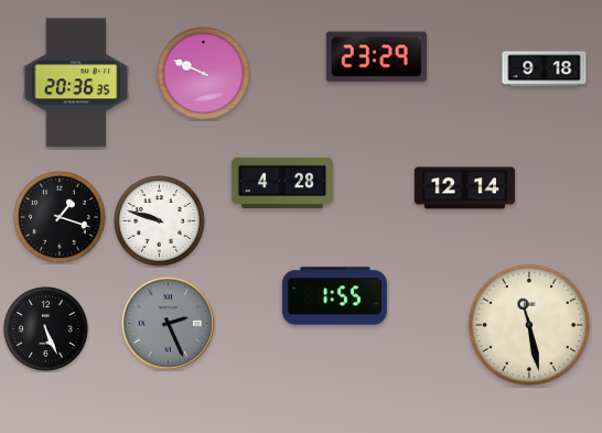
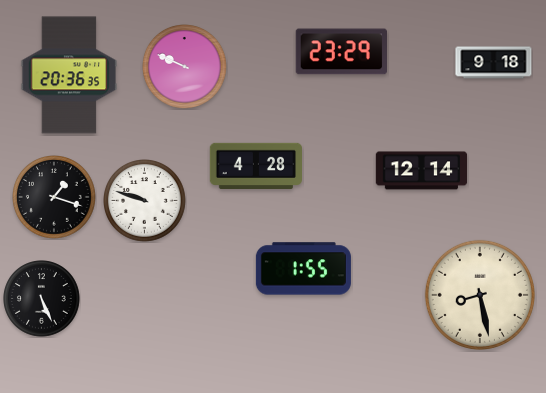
clock at (169, 324): 2:26 -> none
clock at (529, 325): 11:28 -> 8:28
